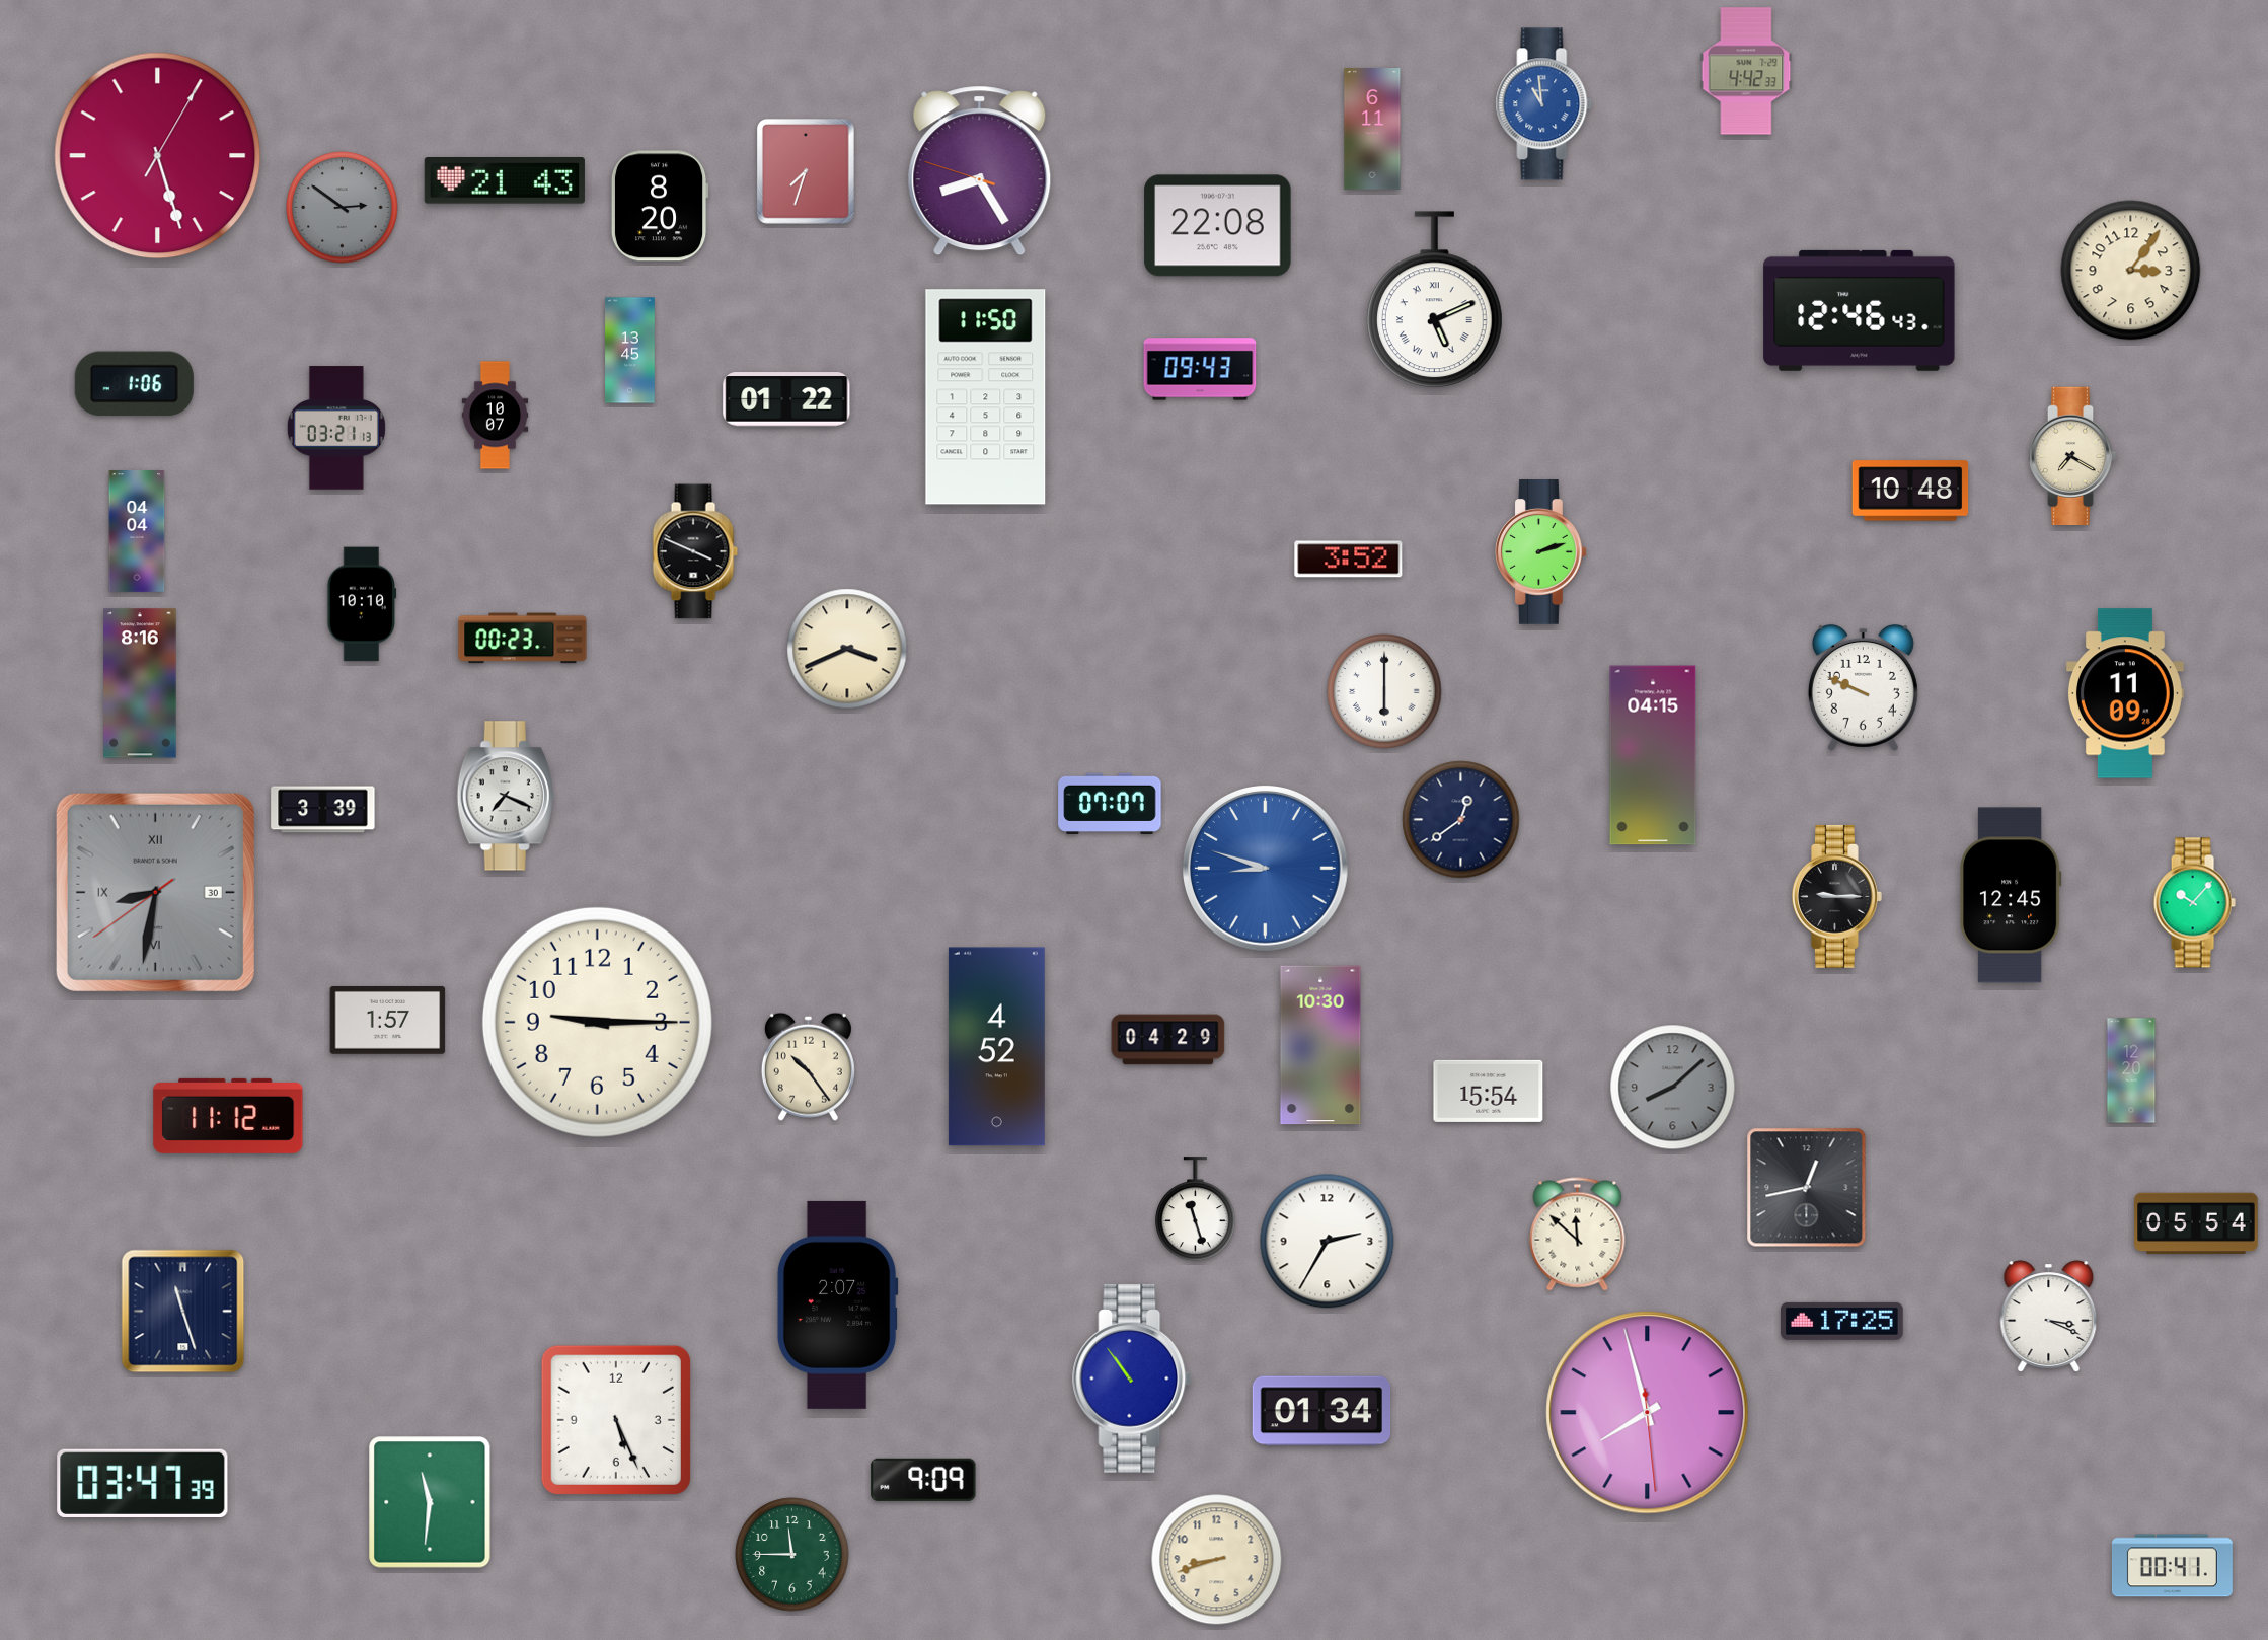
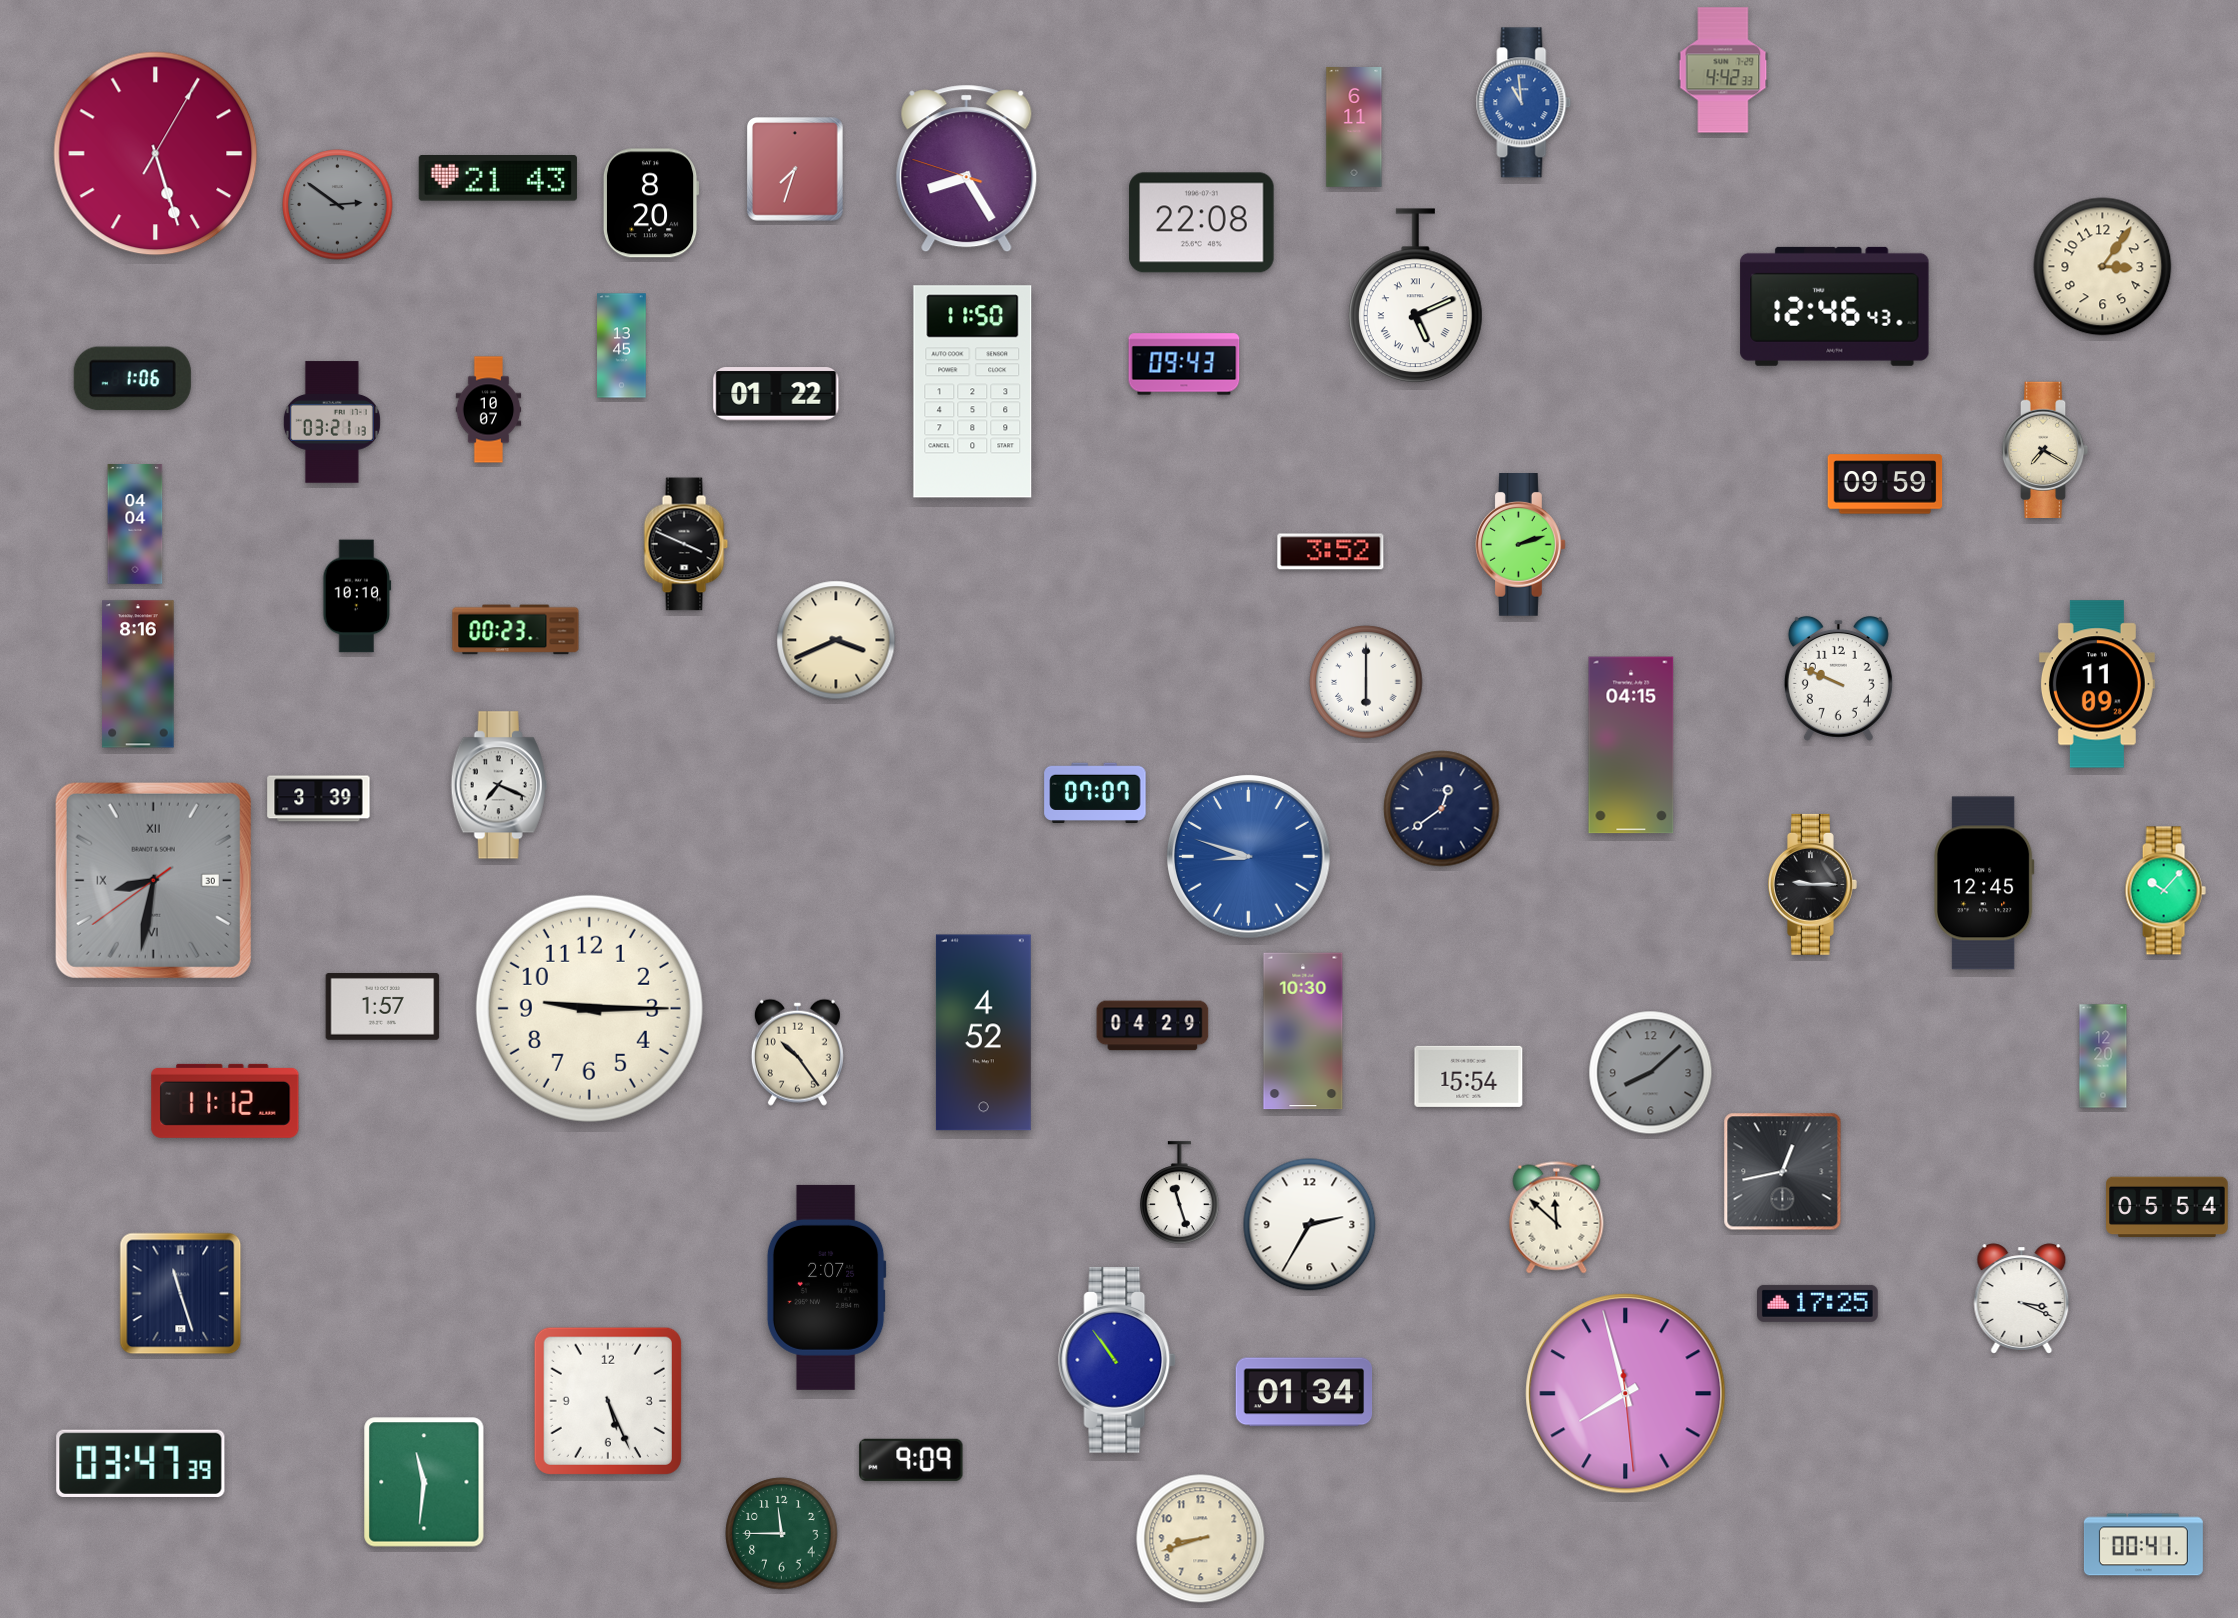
clock at (1910, 491): 10:48 -> 09:59
